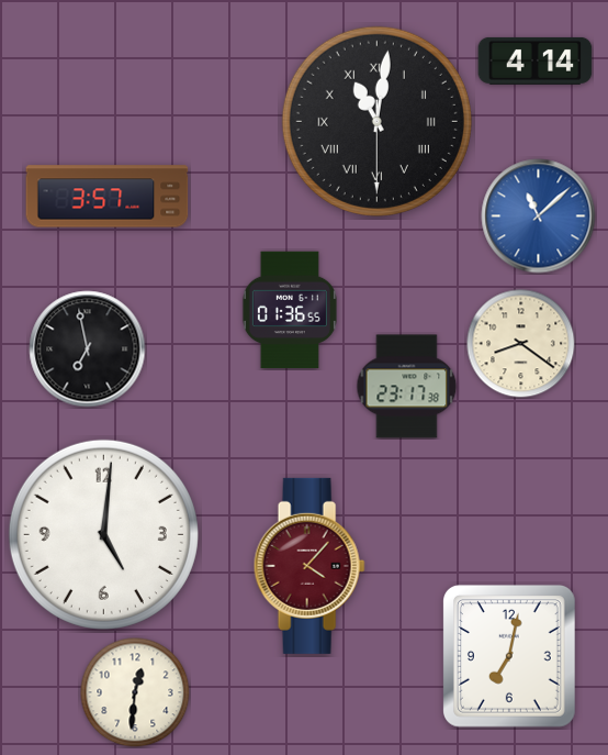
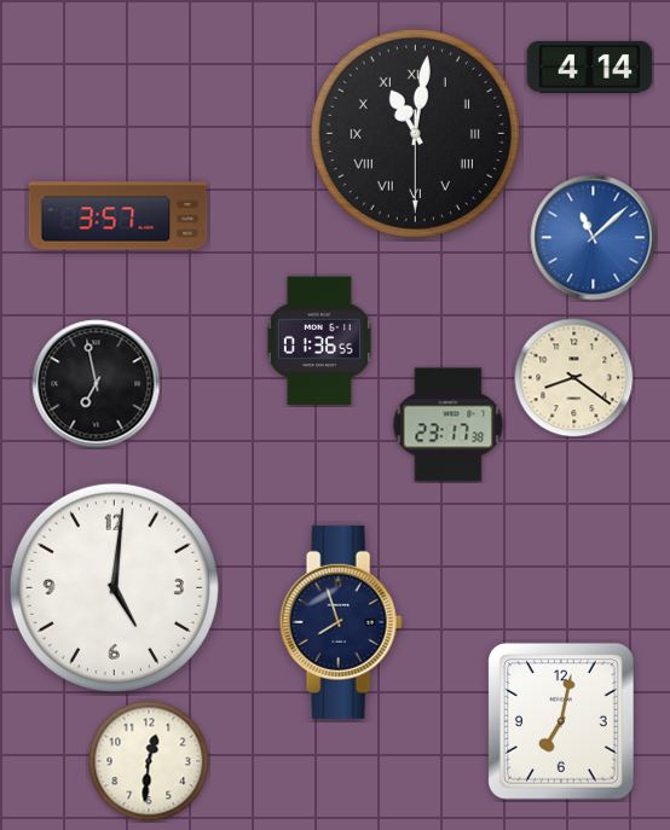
clock at (309, 566): 4:07 -> 7:57
clock at (309, 566) dial: burgundy -> navy
